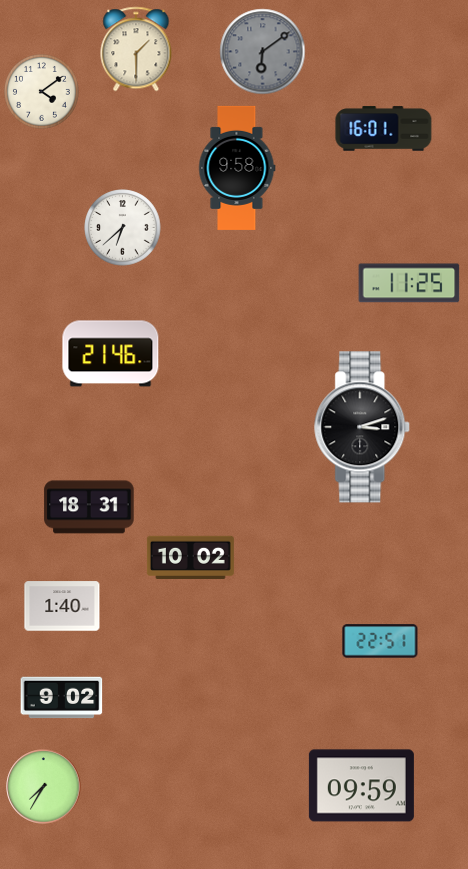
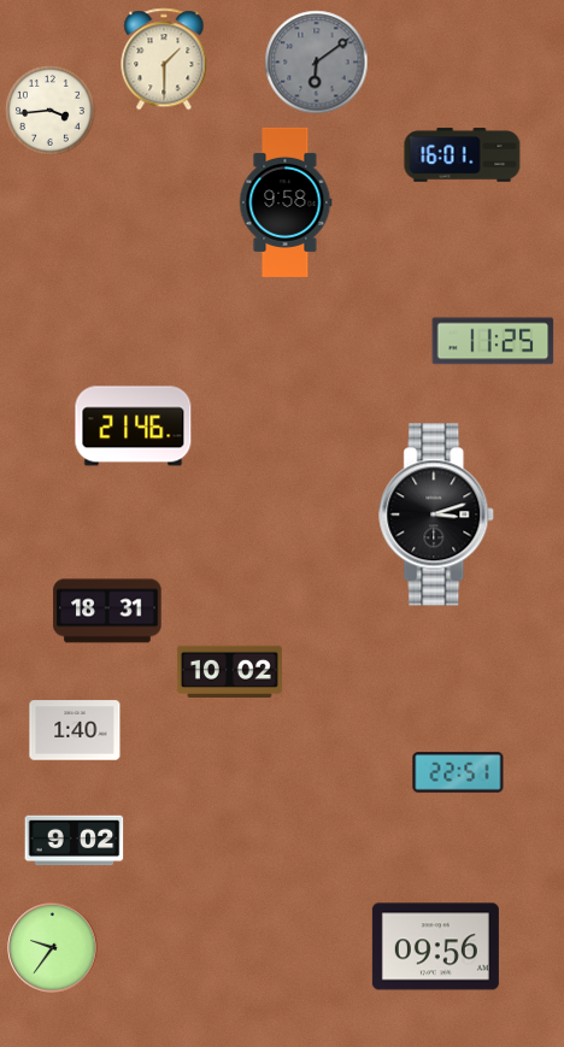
clock at (42, 92): 4:09 -> 3:44
clock at (123, 228): 6:38 -> none
clock at (361, 786): 09:59 -> 09:56
clock at (44, 787): 7:35 -> 9:36
